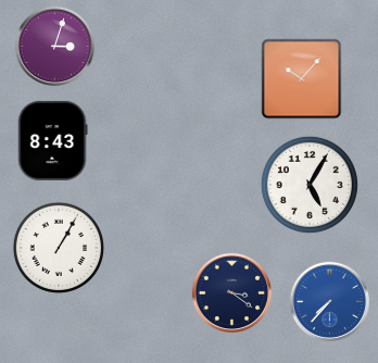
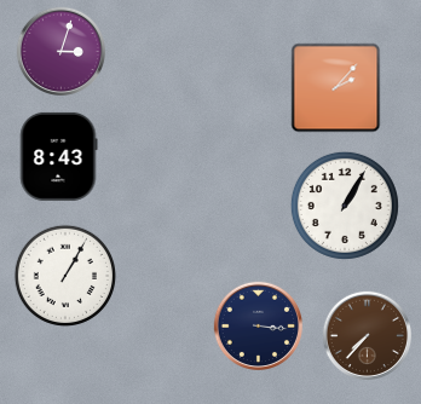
clock at (302, 79): 10:07 -> 2:07
clock at (310, 185): 5:05 -> 1:05
clock at (231, 292): 3:21 -> 3:16
clock at (329, 301) dial: blue -> brown
